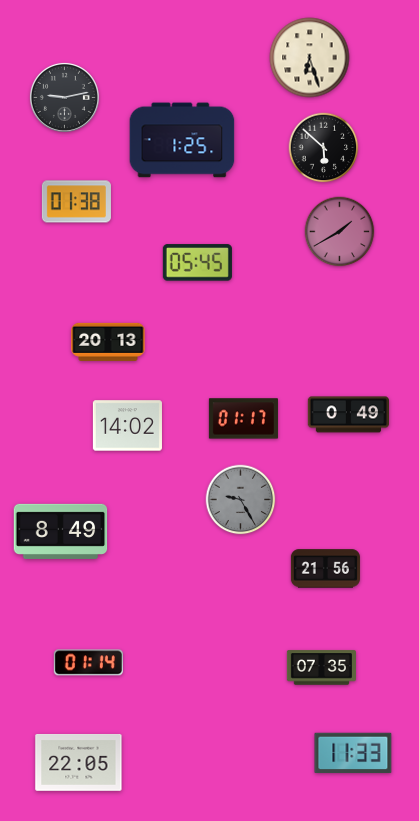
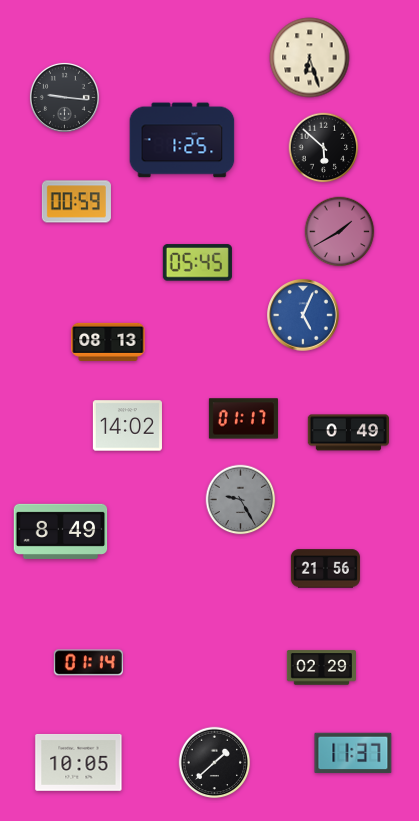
clock at (64, 97): 9:13 -> 9:16
clock at (76, 202): 01:38 -> 00:59
clock at (303, 315): none -> 5:04
clock at (108, 342): 20:13 -> 08:13
clock at (348, 415) position: (348, 415) -> (348, 433)
clock at (321, 668): 07:35 -> 02:29
clock at (353, 753): 11:33 -> 11:37
clock at (79, 762): 22:05 -> 10:05
clock at (215, 763): none -> 1:38
